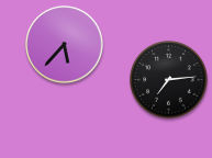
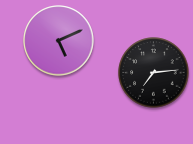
clock at (65, 45): 5:37 -> 5:11
